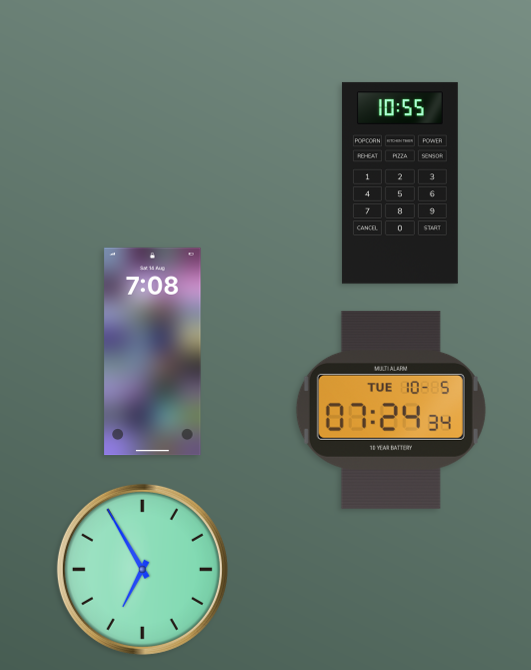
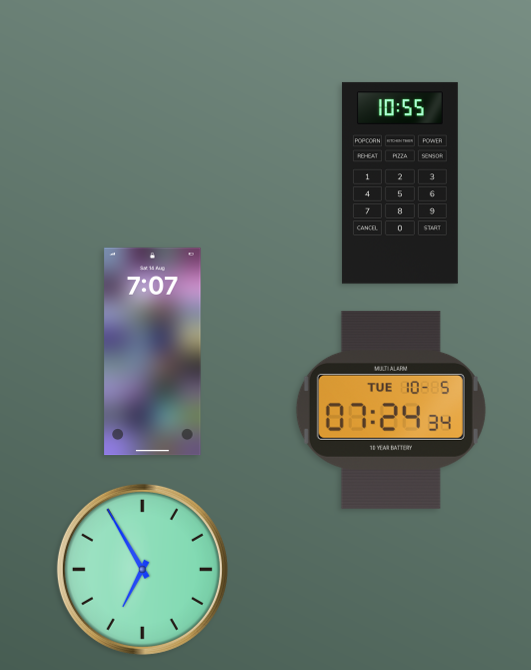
clock at (153, 352): 7:08 -> 7:07
